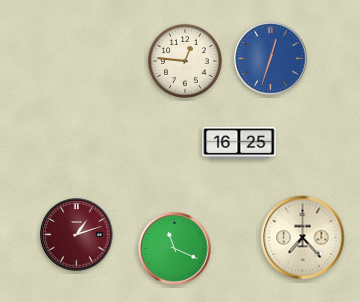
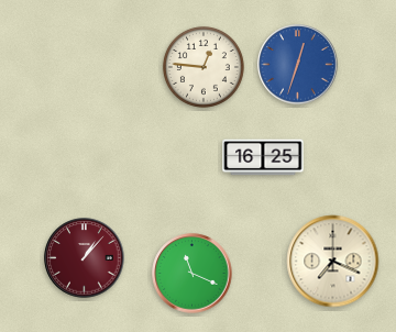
clock at (77, 235): 1:12 -> 1:07
clock at (303, 238): 7:23 -> 7:19
